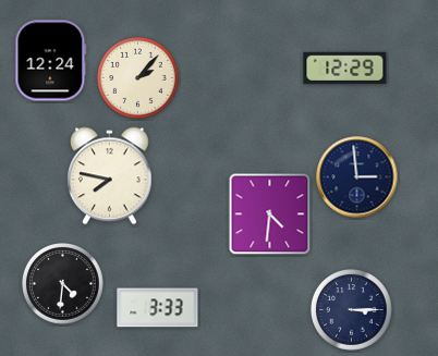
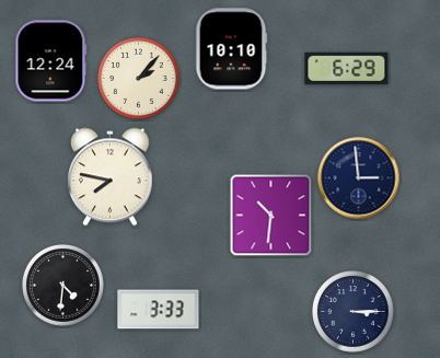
clock at (231, 49): none -> 10:10
clock at (345, 67): 12:29 -> 6:29
clock at (270, 214): 4:31 -> 10:31
